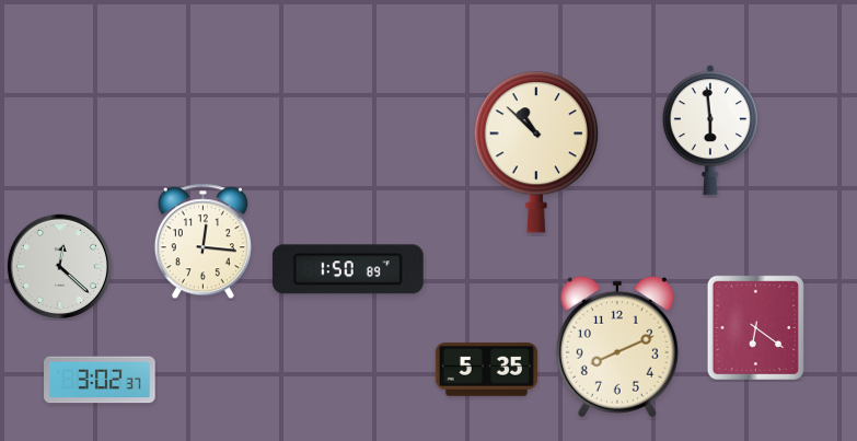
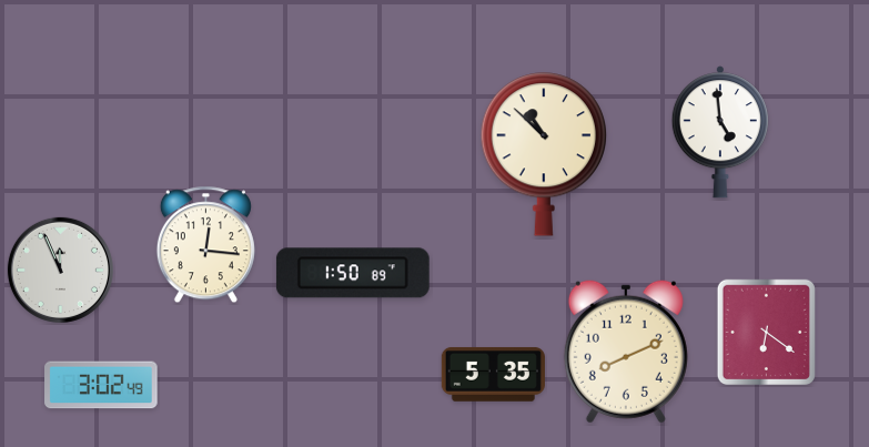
clock at (710, 130): 5:59 -> 4:59
clock at (59, 266): 12:22 -> 11:56
clock at (100, 380): 3:02:37 -> 3:02:49
